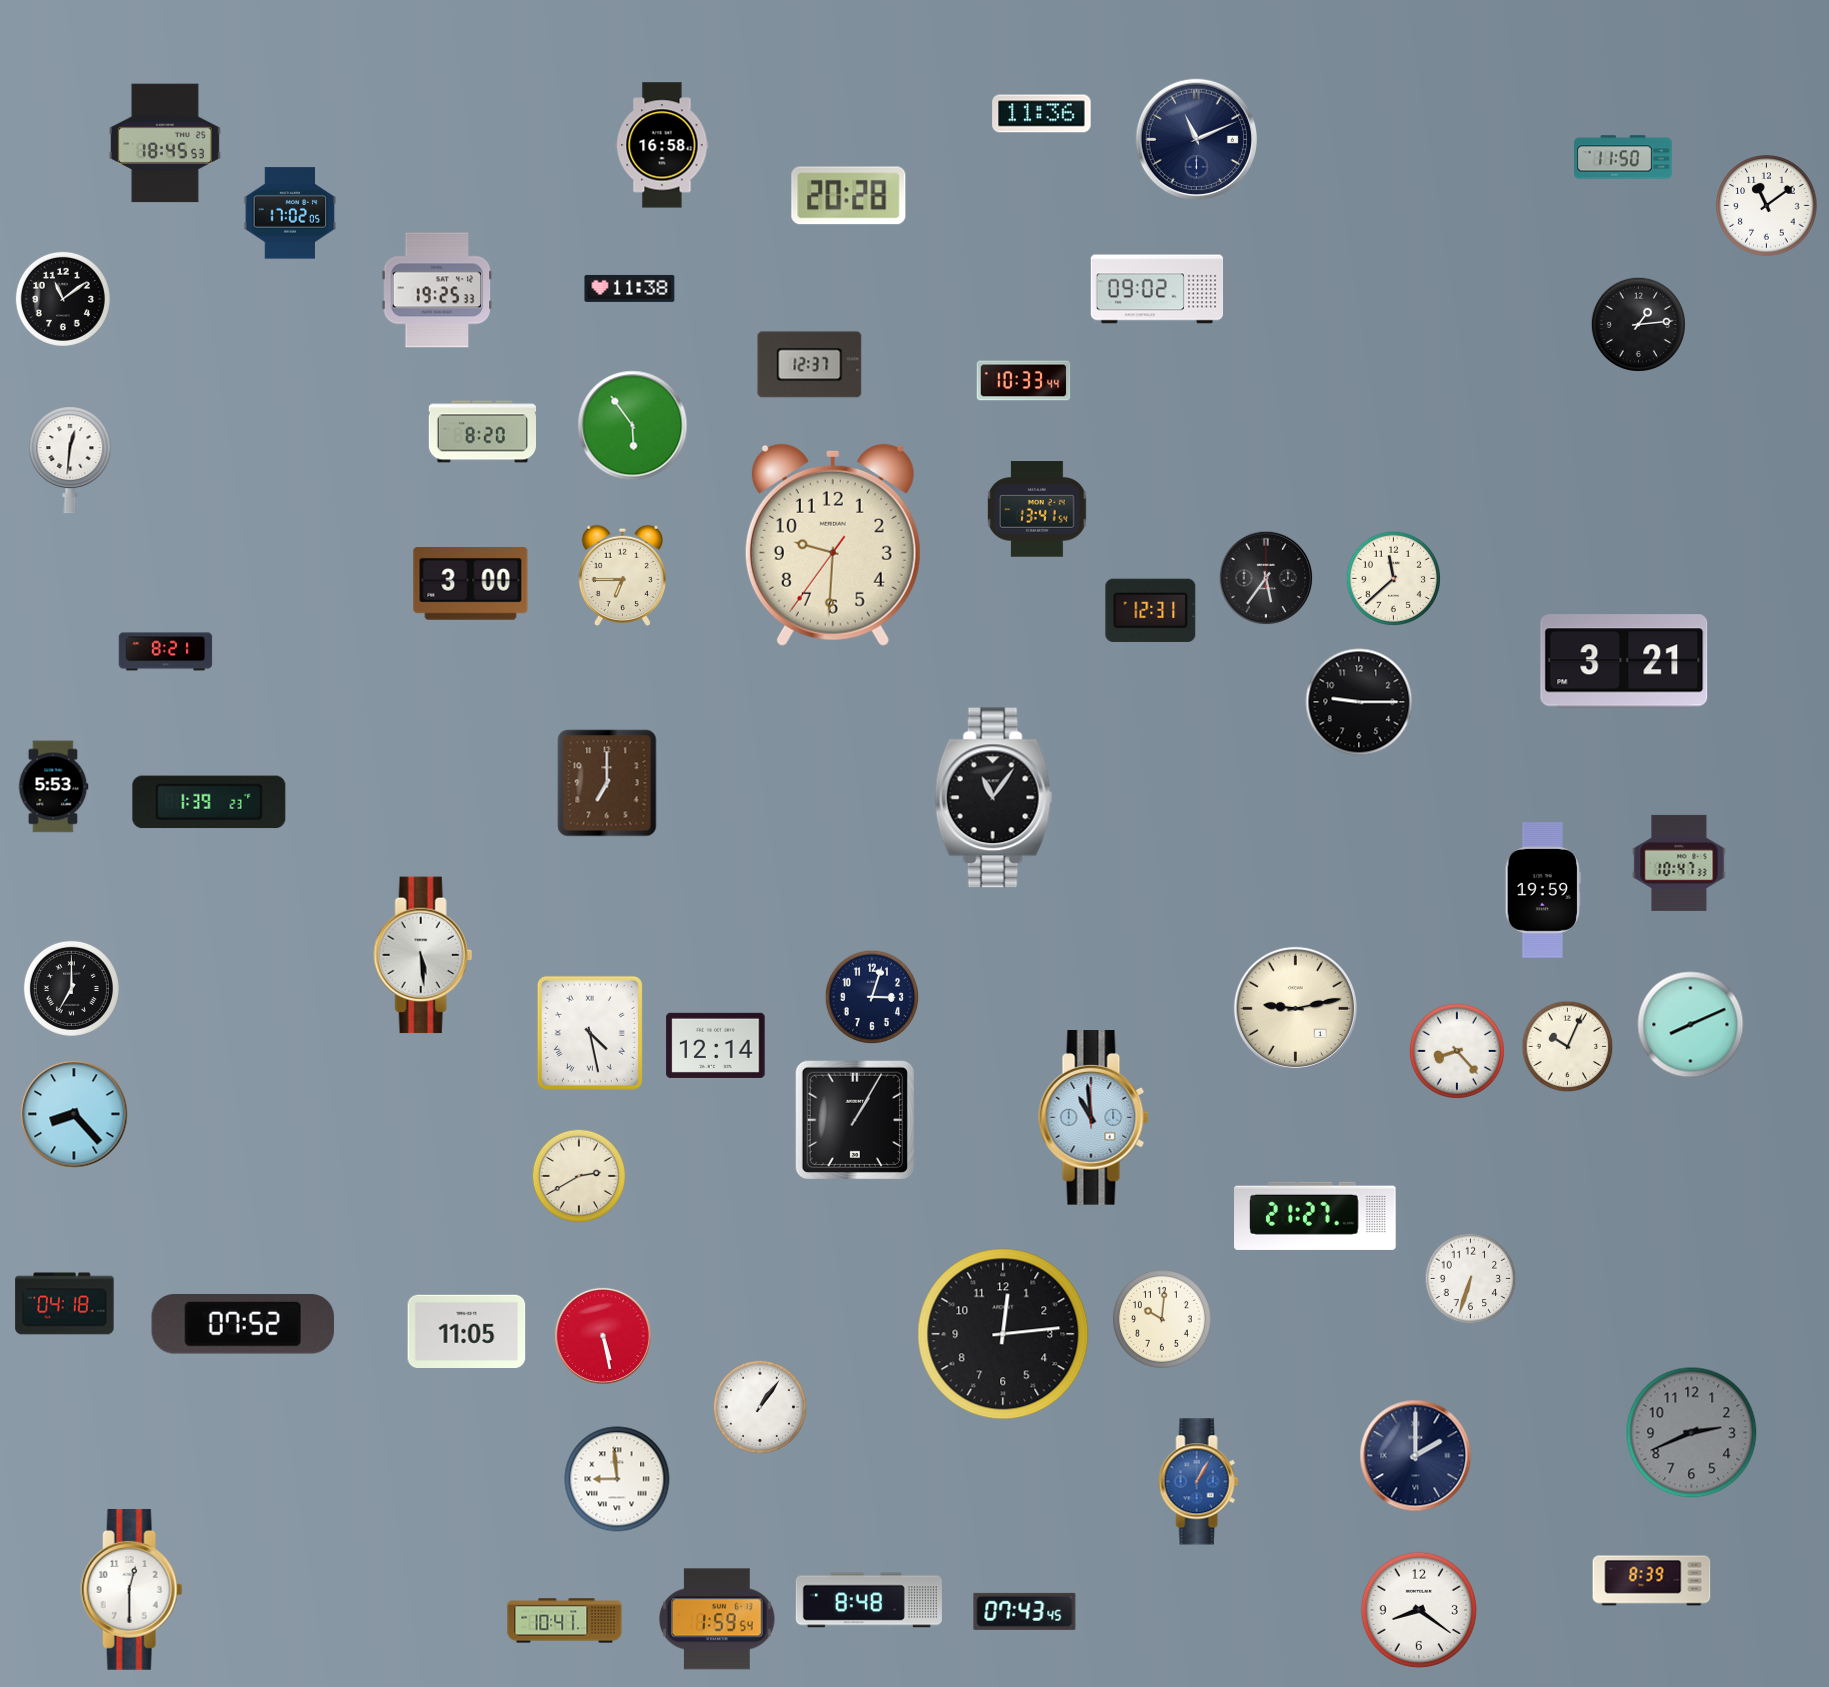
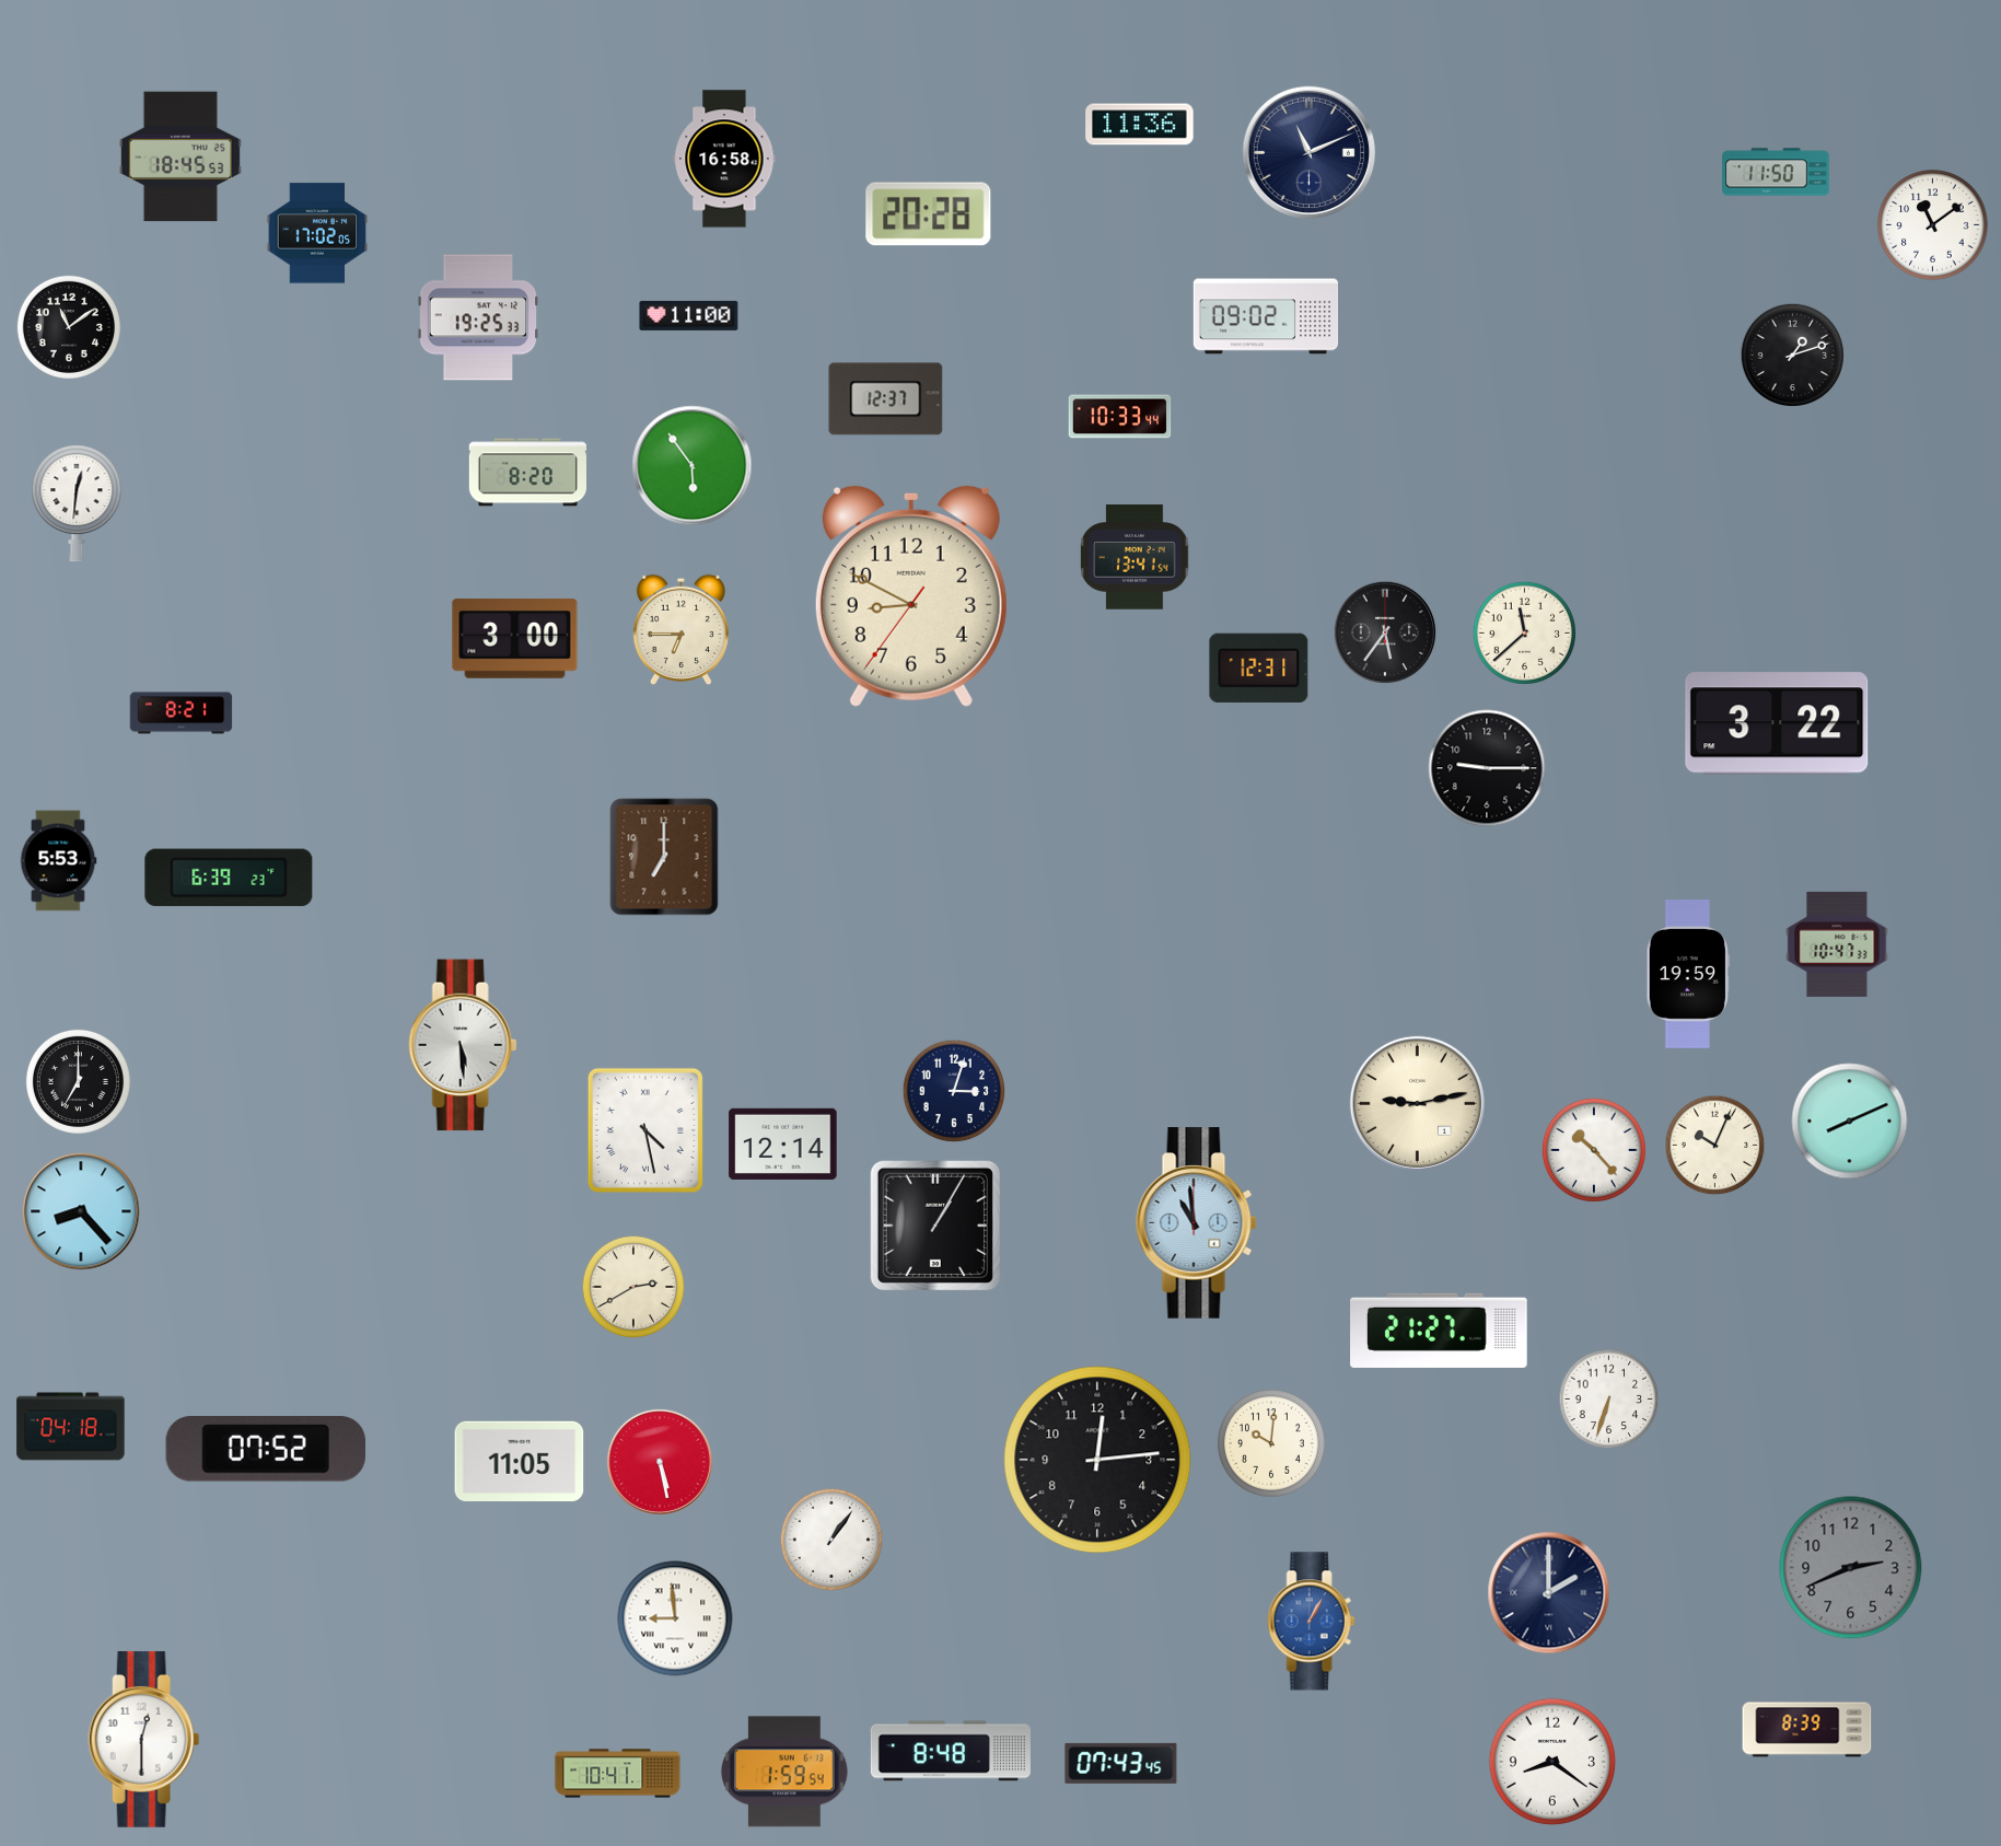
clock at (630, 288): 11:38 -> 11:00
clock at (1638, 324): 1:14 -> 1:12
clock at (833, 545): 9:30 -> 8:49
clock at (1624, 661): 3:21 -> 3:22
clock at (994, 798): 11:06 -> none
clock at (209, 802): 1:39 -> 6:39
clock at (1457, 1051): 8:23 -> 10:23
clock at (74, 1114) position: (74, 1114) -> (81, 1211)
clock at (467, 1331) position: (467, 1331) -> (520, 1461)
